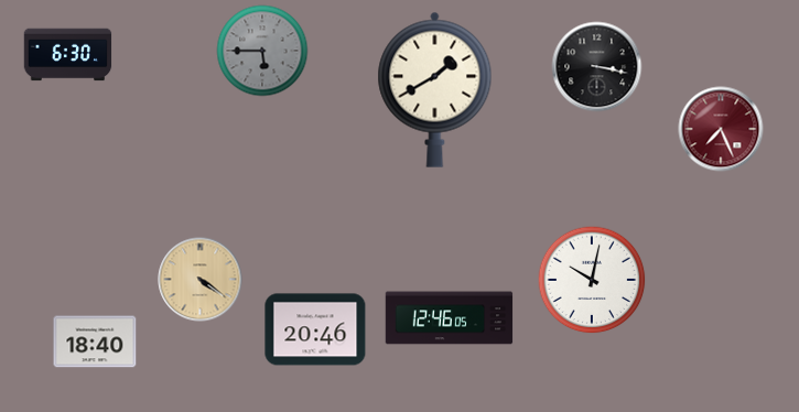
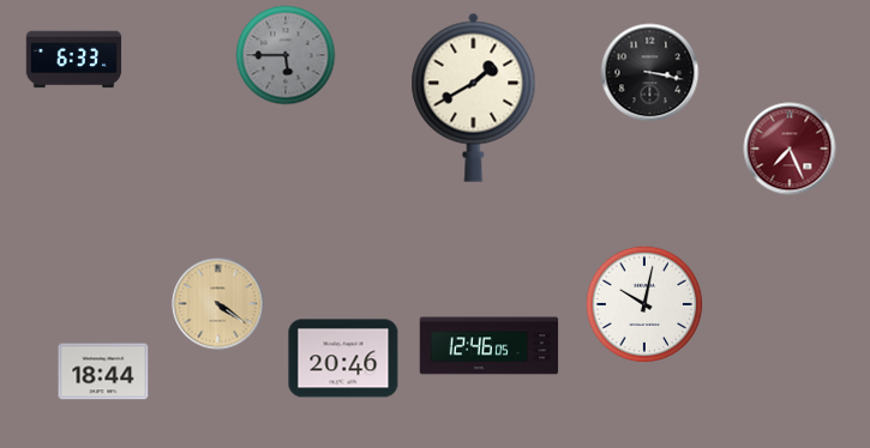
clock at (68, 55): 6:30 -> 6:33
clock at (721, 129) position: (721, 129) -> (790, 149)
clock at (95, 341): 18:40 -> 18:44
